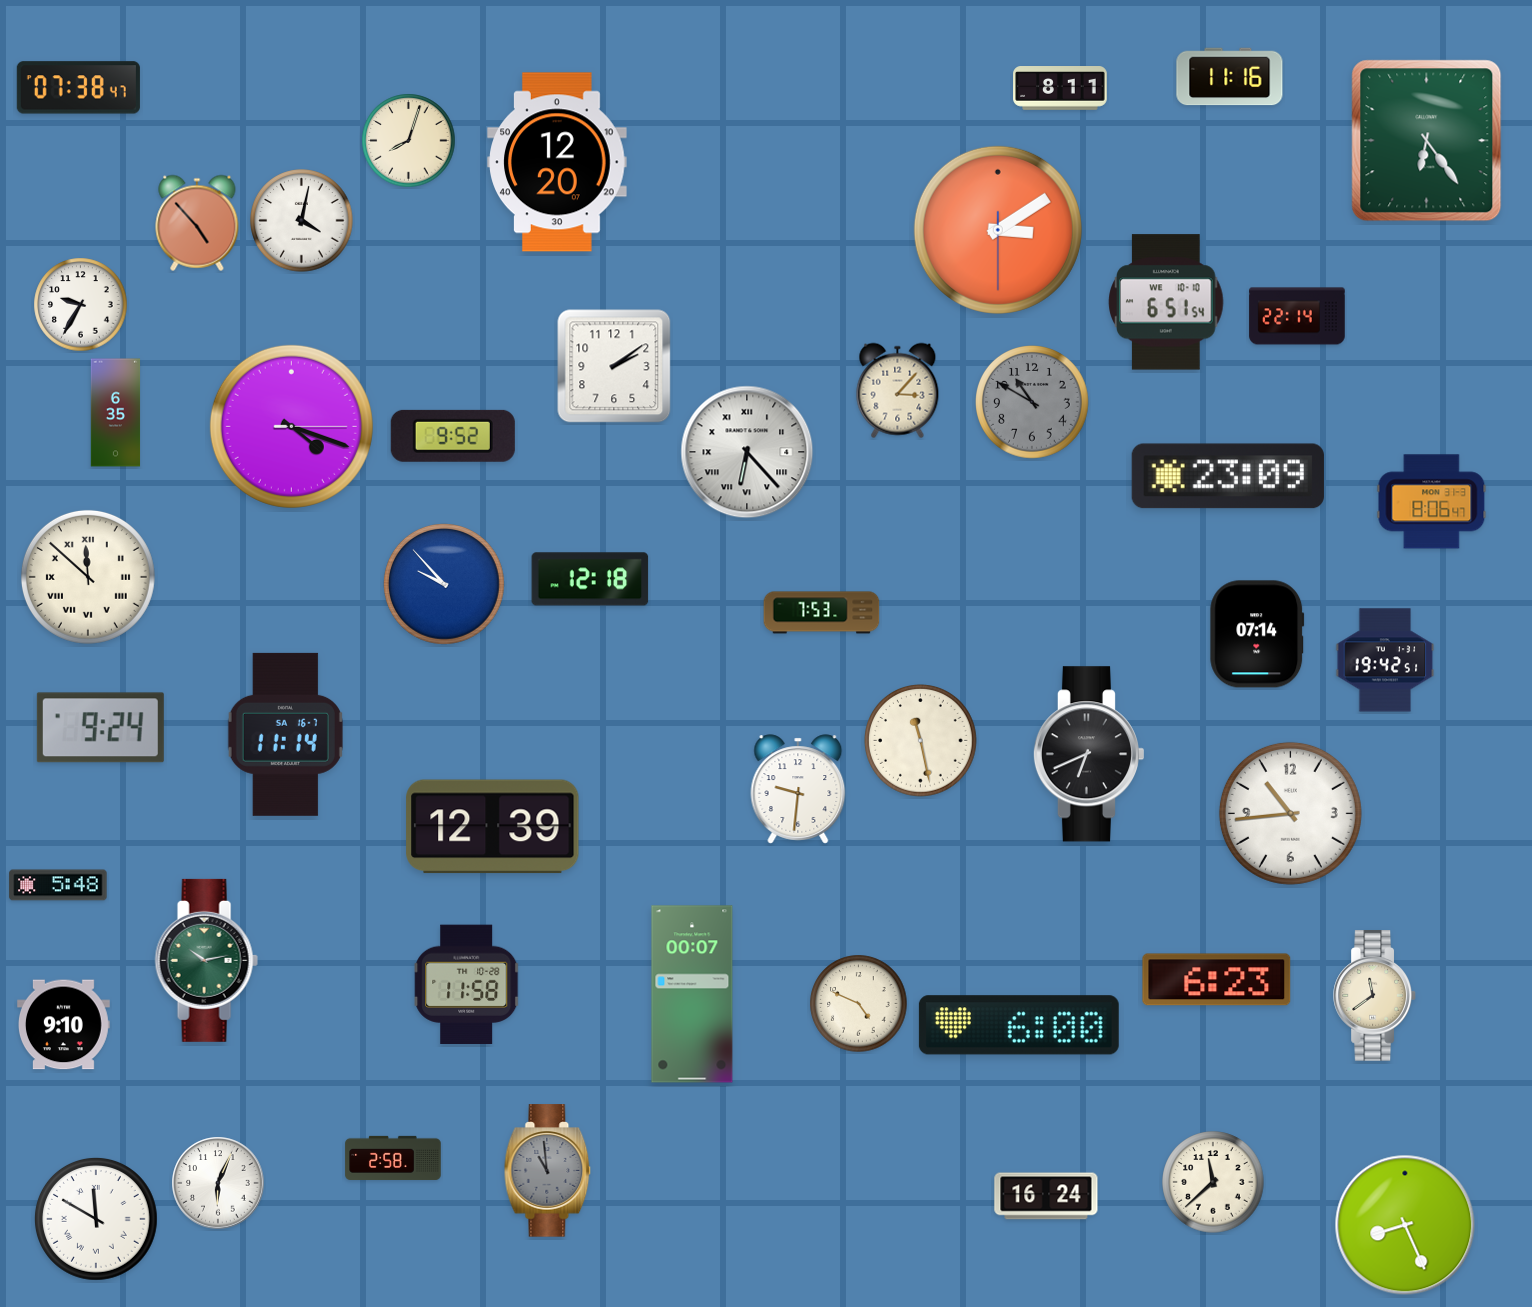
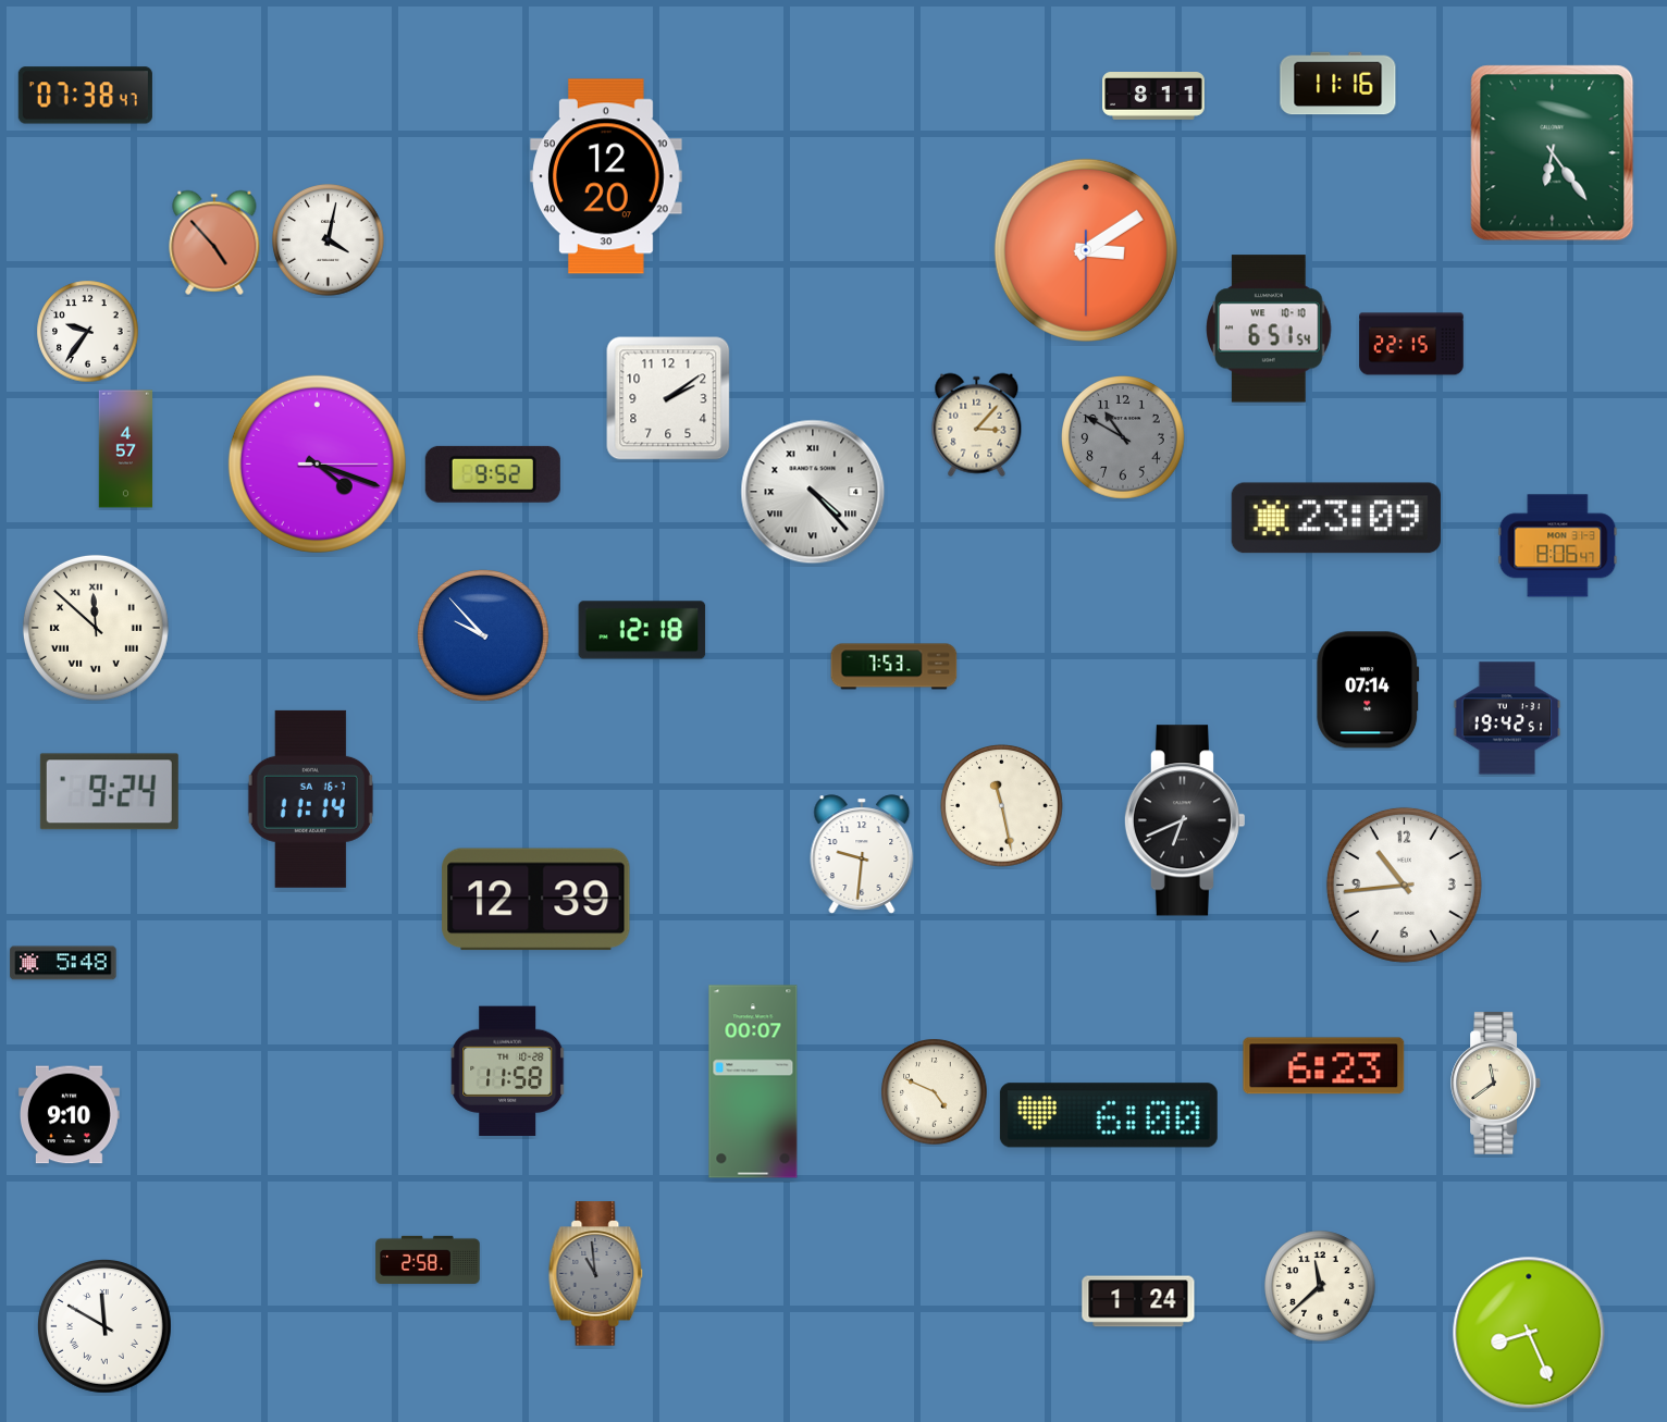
clock at (409, 141): 8:03 -> none
clock at (81, 305): 9:35 -> 9:36
clock at (1297, 316): 22:14 -> 22:15
clock at (116, 413): 6:35 -> 4:57
clock at (747, 452): 6:23 -> 4:23
clock at (798, 789) position: (798, 789) -> (862, 854)
clock at (206, 960): 10:13 -> none
clock at (218, 1183): 6:04 -> none
clock at (1046, 1196): 16:24 -> 1:24
